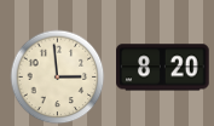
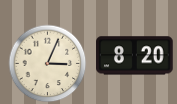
clock at (57, 76): 2:59 -> 3:04
